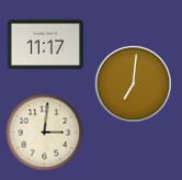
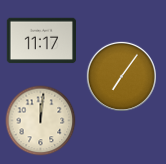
clock at (133, 83): 7:01 -> 7:06
clock at (45, 133): 3:01 -> 12:01
